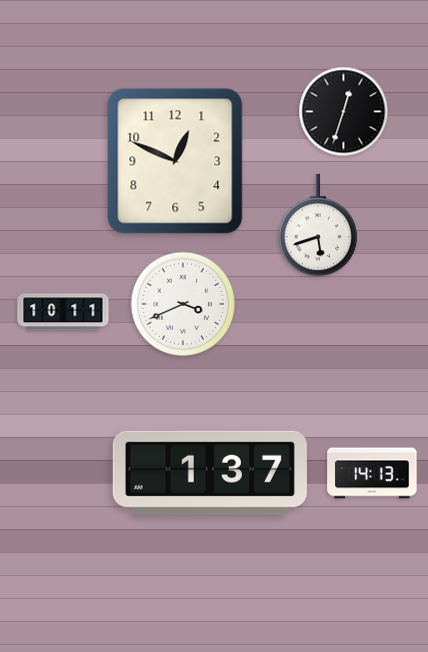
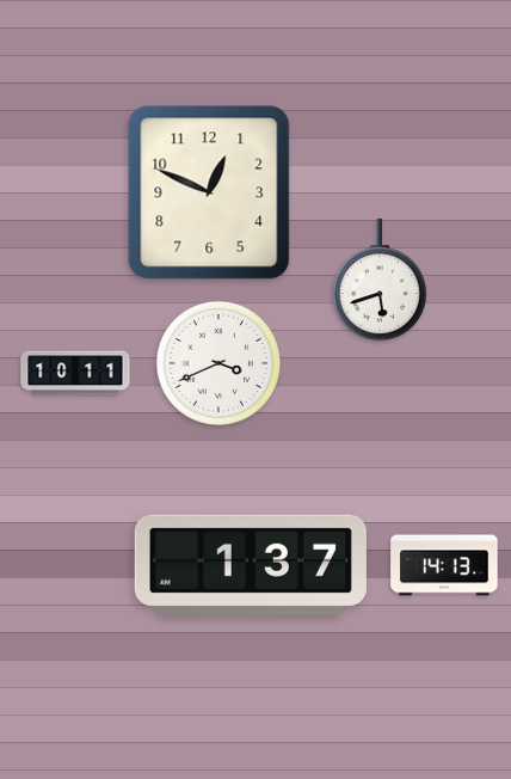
clock at (344, 112): 12:33 -> none
clock at (317, 225) position: (317, 225) -> (378, 280)
